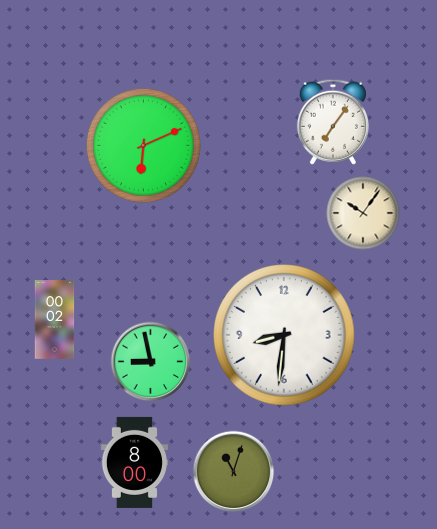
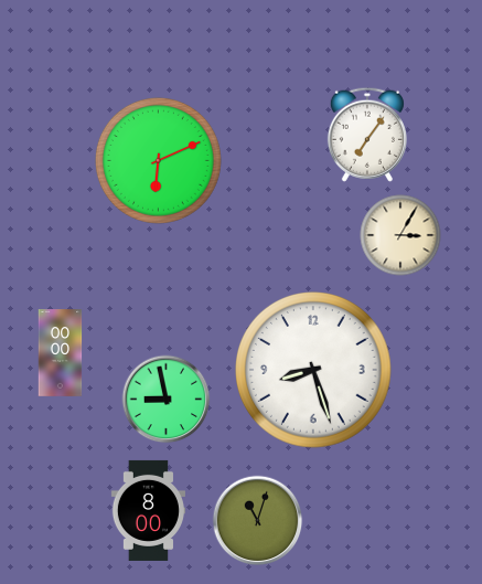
clock at (363, 213): 10:06 -> 3:05
clock at (55, 320): 00:02 -> 00:00
clock at (285, 336): 8:31 -> 8:27
